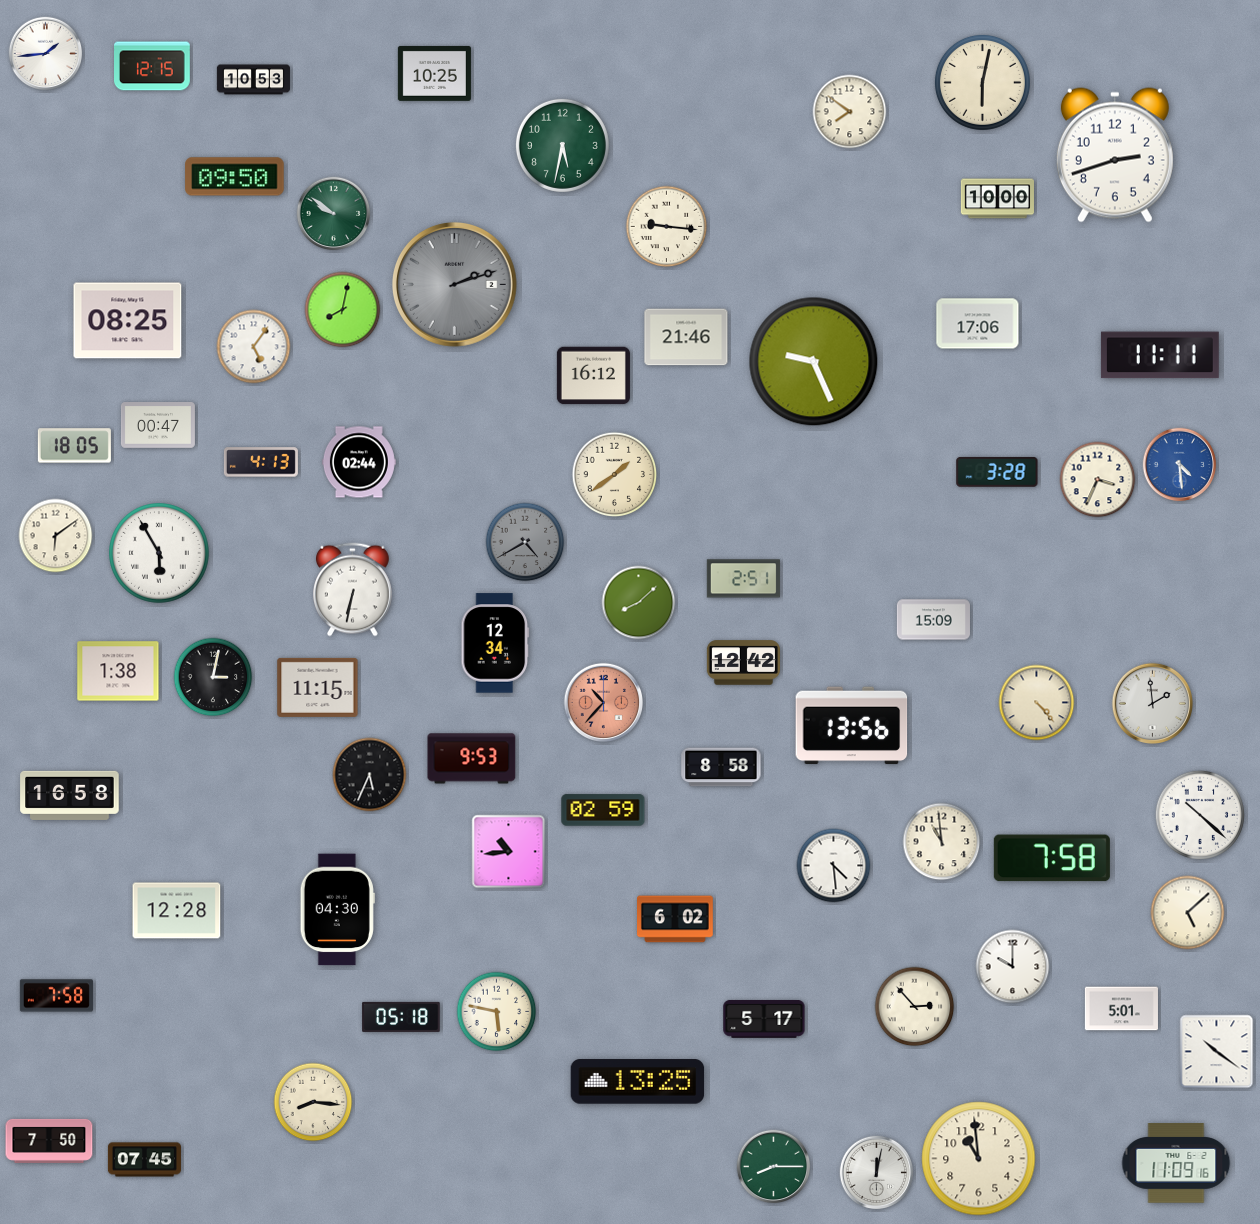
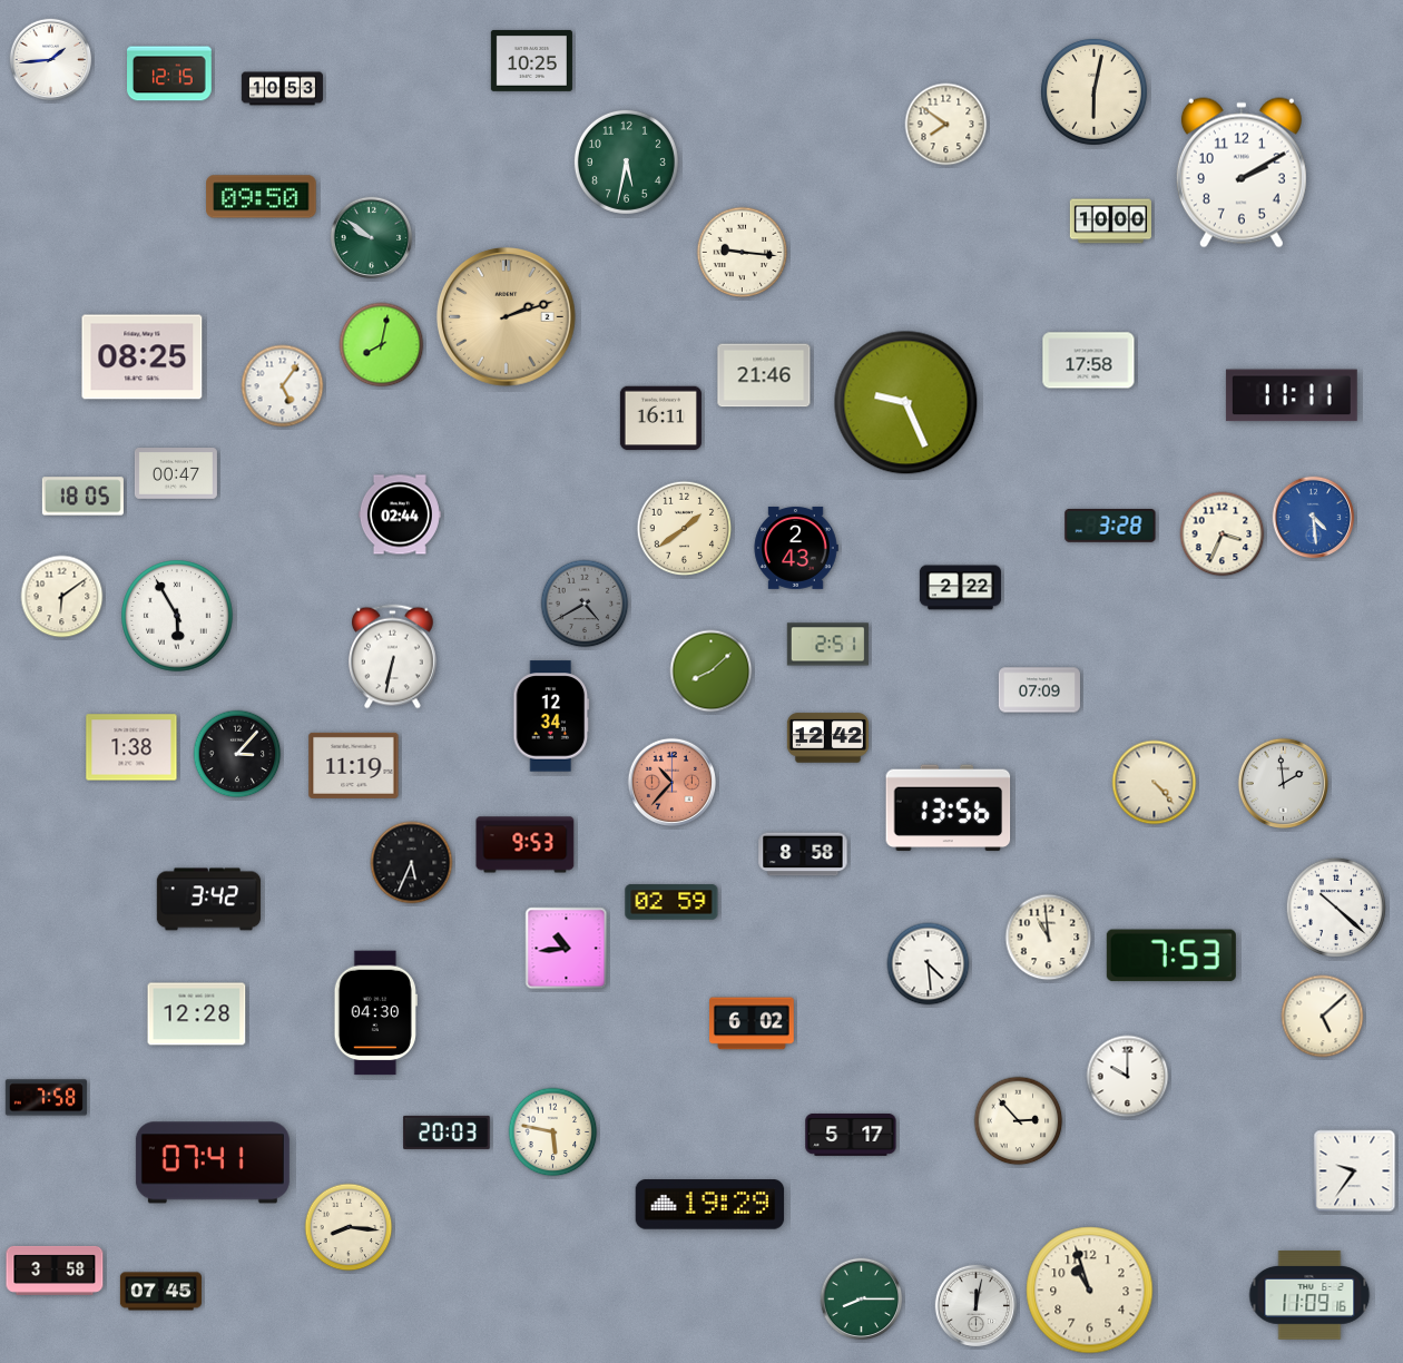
clock at (434, 73) position: (434, 73) -> (531, 60)
clock at (1115, 155): 2:42 -> 2:10
clock at (454, 284) dial: grey -> champagne
clock at (978, 324): 17:06 -> 17:58
clock at (593, 376): 16:12 -> 16:11
clock at (261, 462): 4:13 -> none
clock at (796, 548): none -> 2:43
clock at (960, 588): none -> 2:22
clock at (933, 620): 15:09 -> 07:09
clock at (213, 677): 3:02 -> 3:07
clock at (318, 687): 11:15 -> 11:19
clock at (70, 795): 16:58 -> none
clock at (208, 900): none -> 3:42
clock at (1052, 858): 7:58 -> 7:53
clock at (56, 996) position: (56, 996) -> (46, 1098)
clock at (1121, 1009): 5:01 -> none
clock at (497, 1012) position: (497, 1012) -> (553, 1132)
clock at (401, 1017): 05:18 -> 20:03
clock at (213, 1163): none -> 07:41
clock at (1217, 1052): 10:21 -> 9:36
clock at (638, 1082): 13:25 -> 19:29
clock at (49, 1141): 7:50 -> 3:58
clock at (979, 1159): 10:59 -> 10:57
